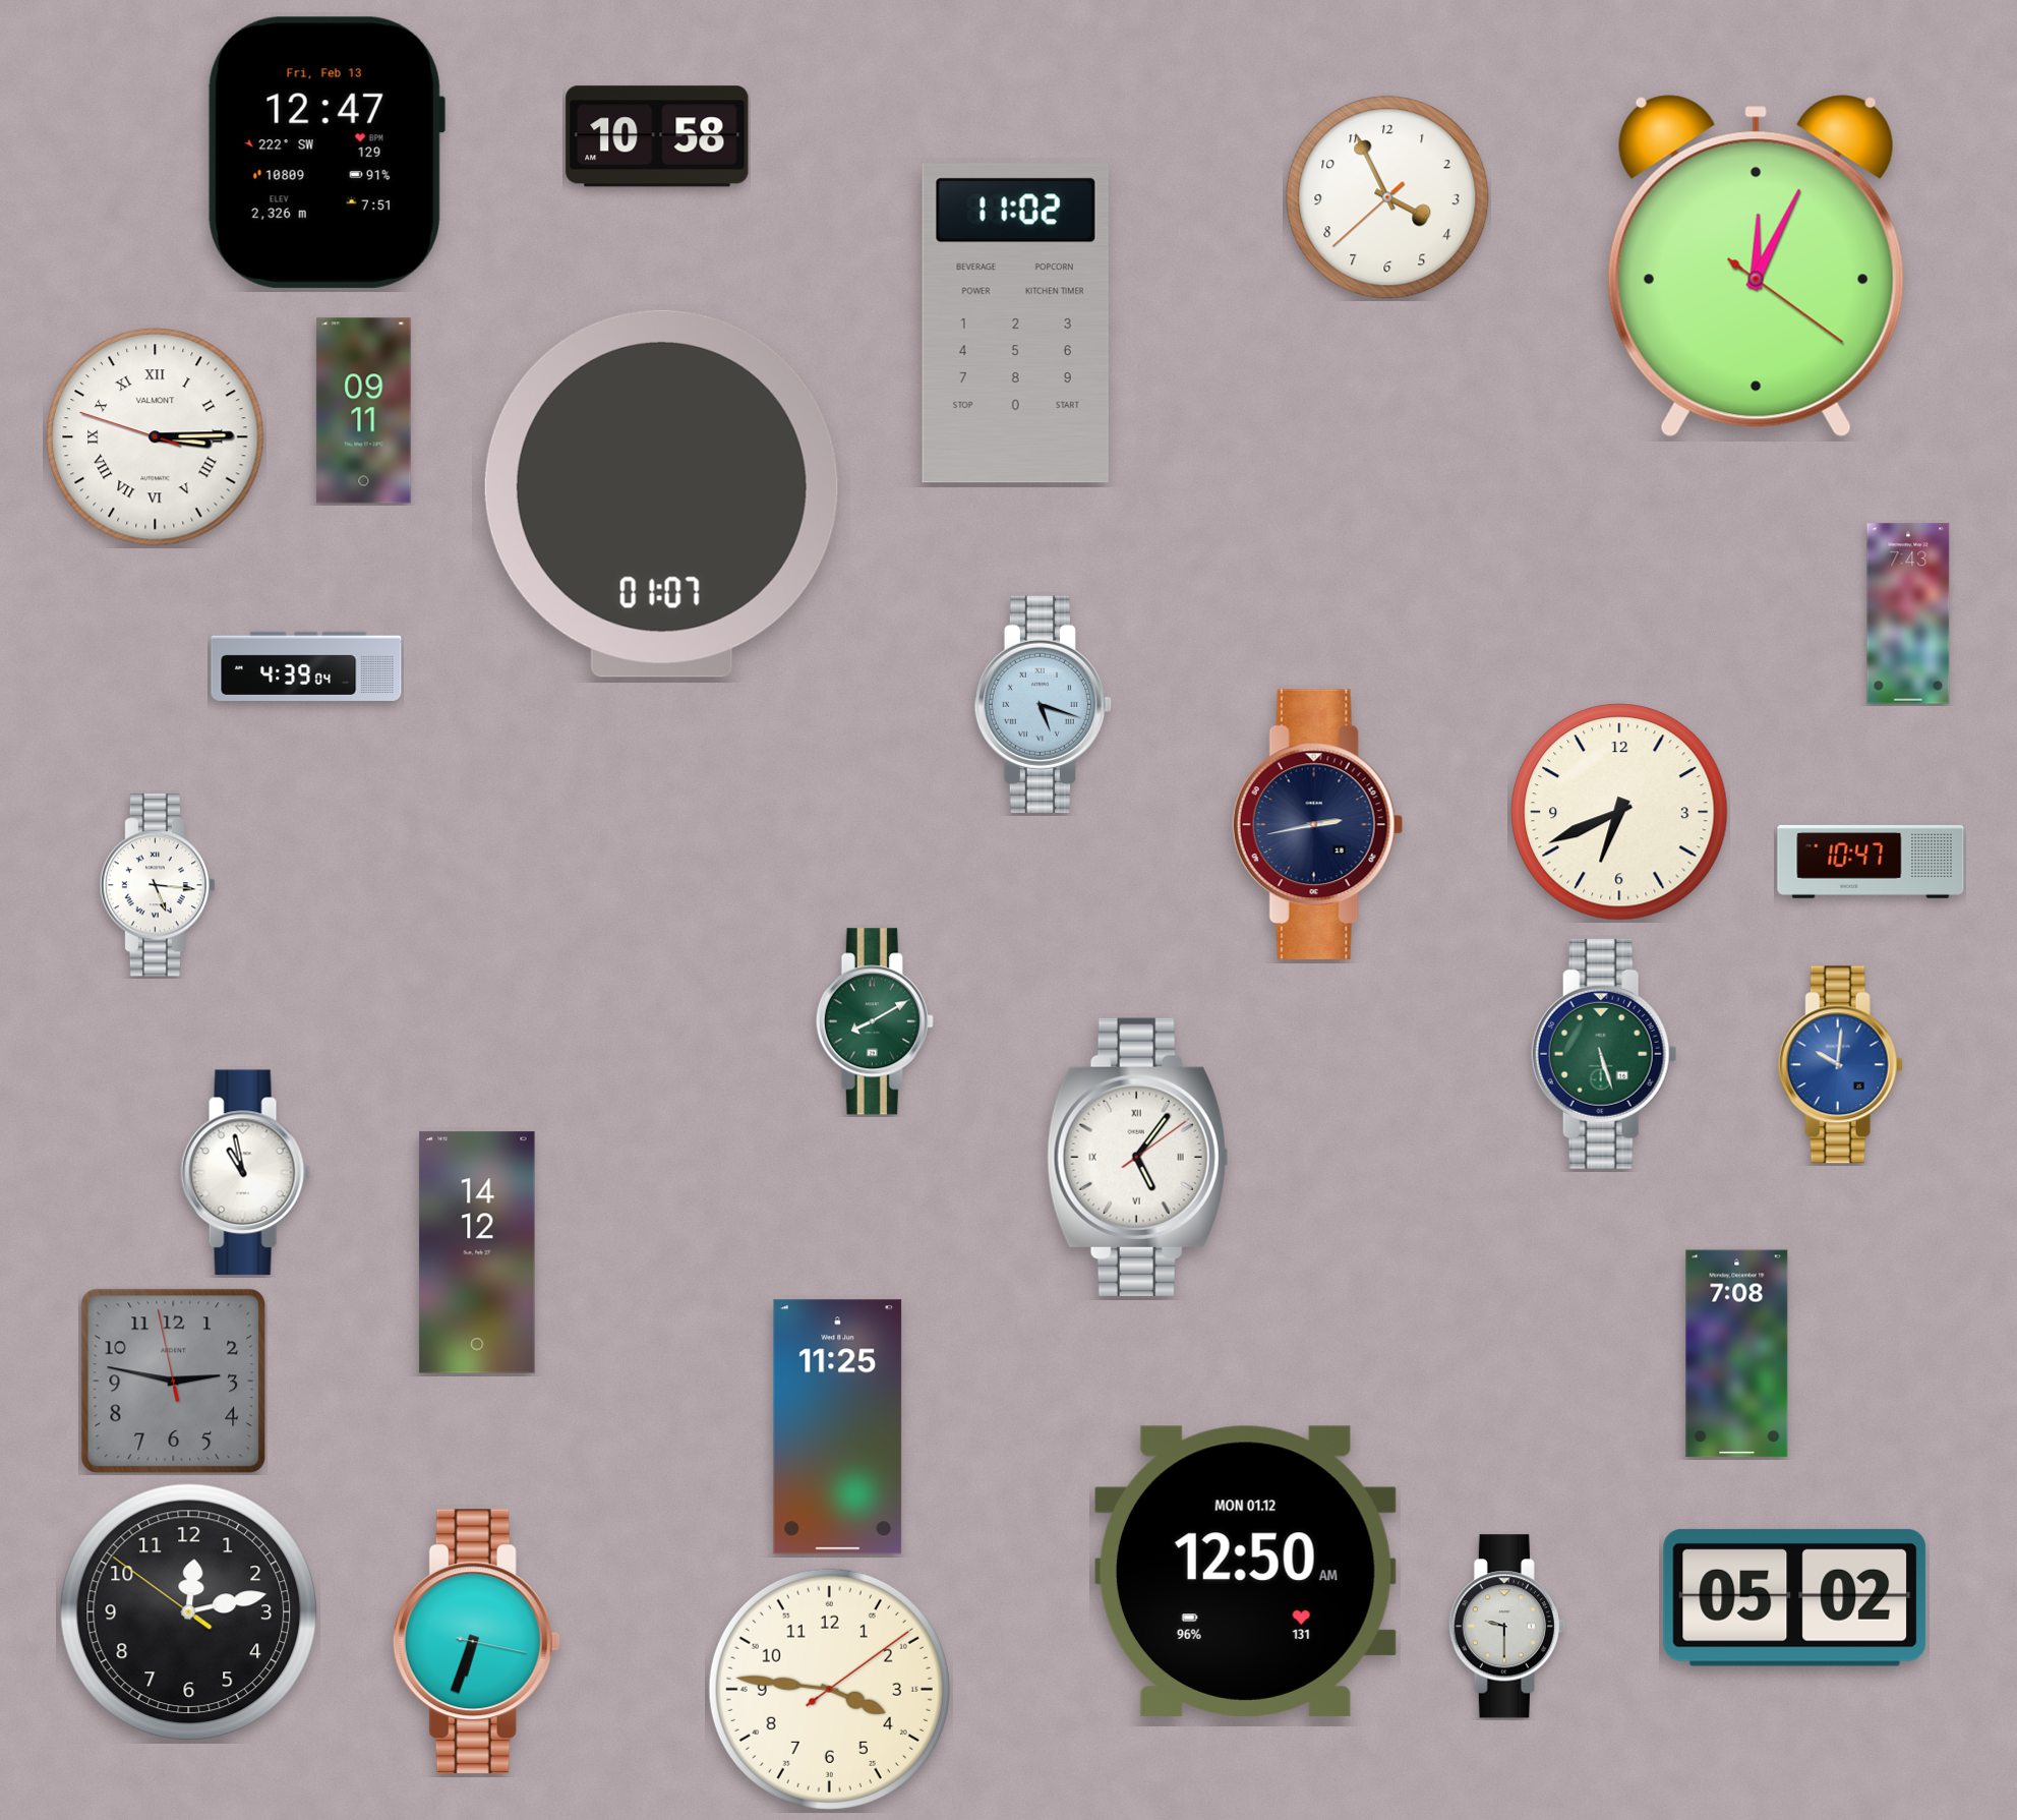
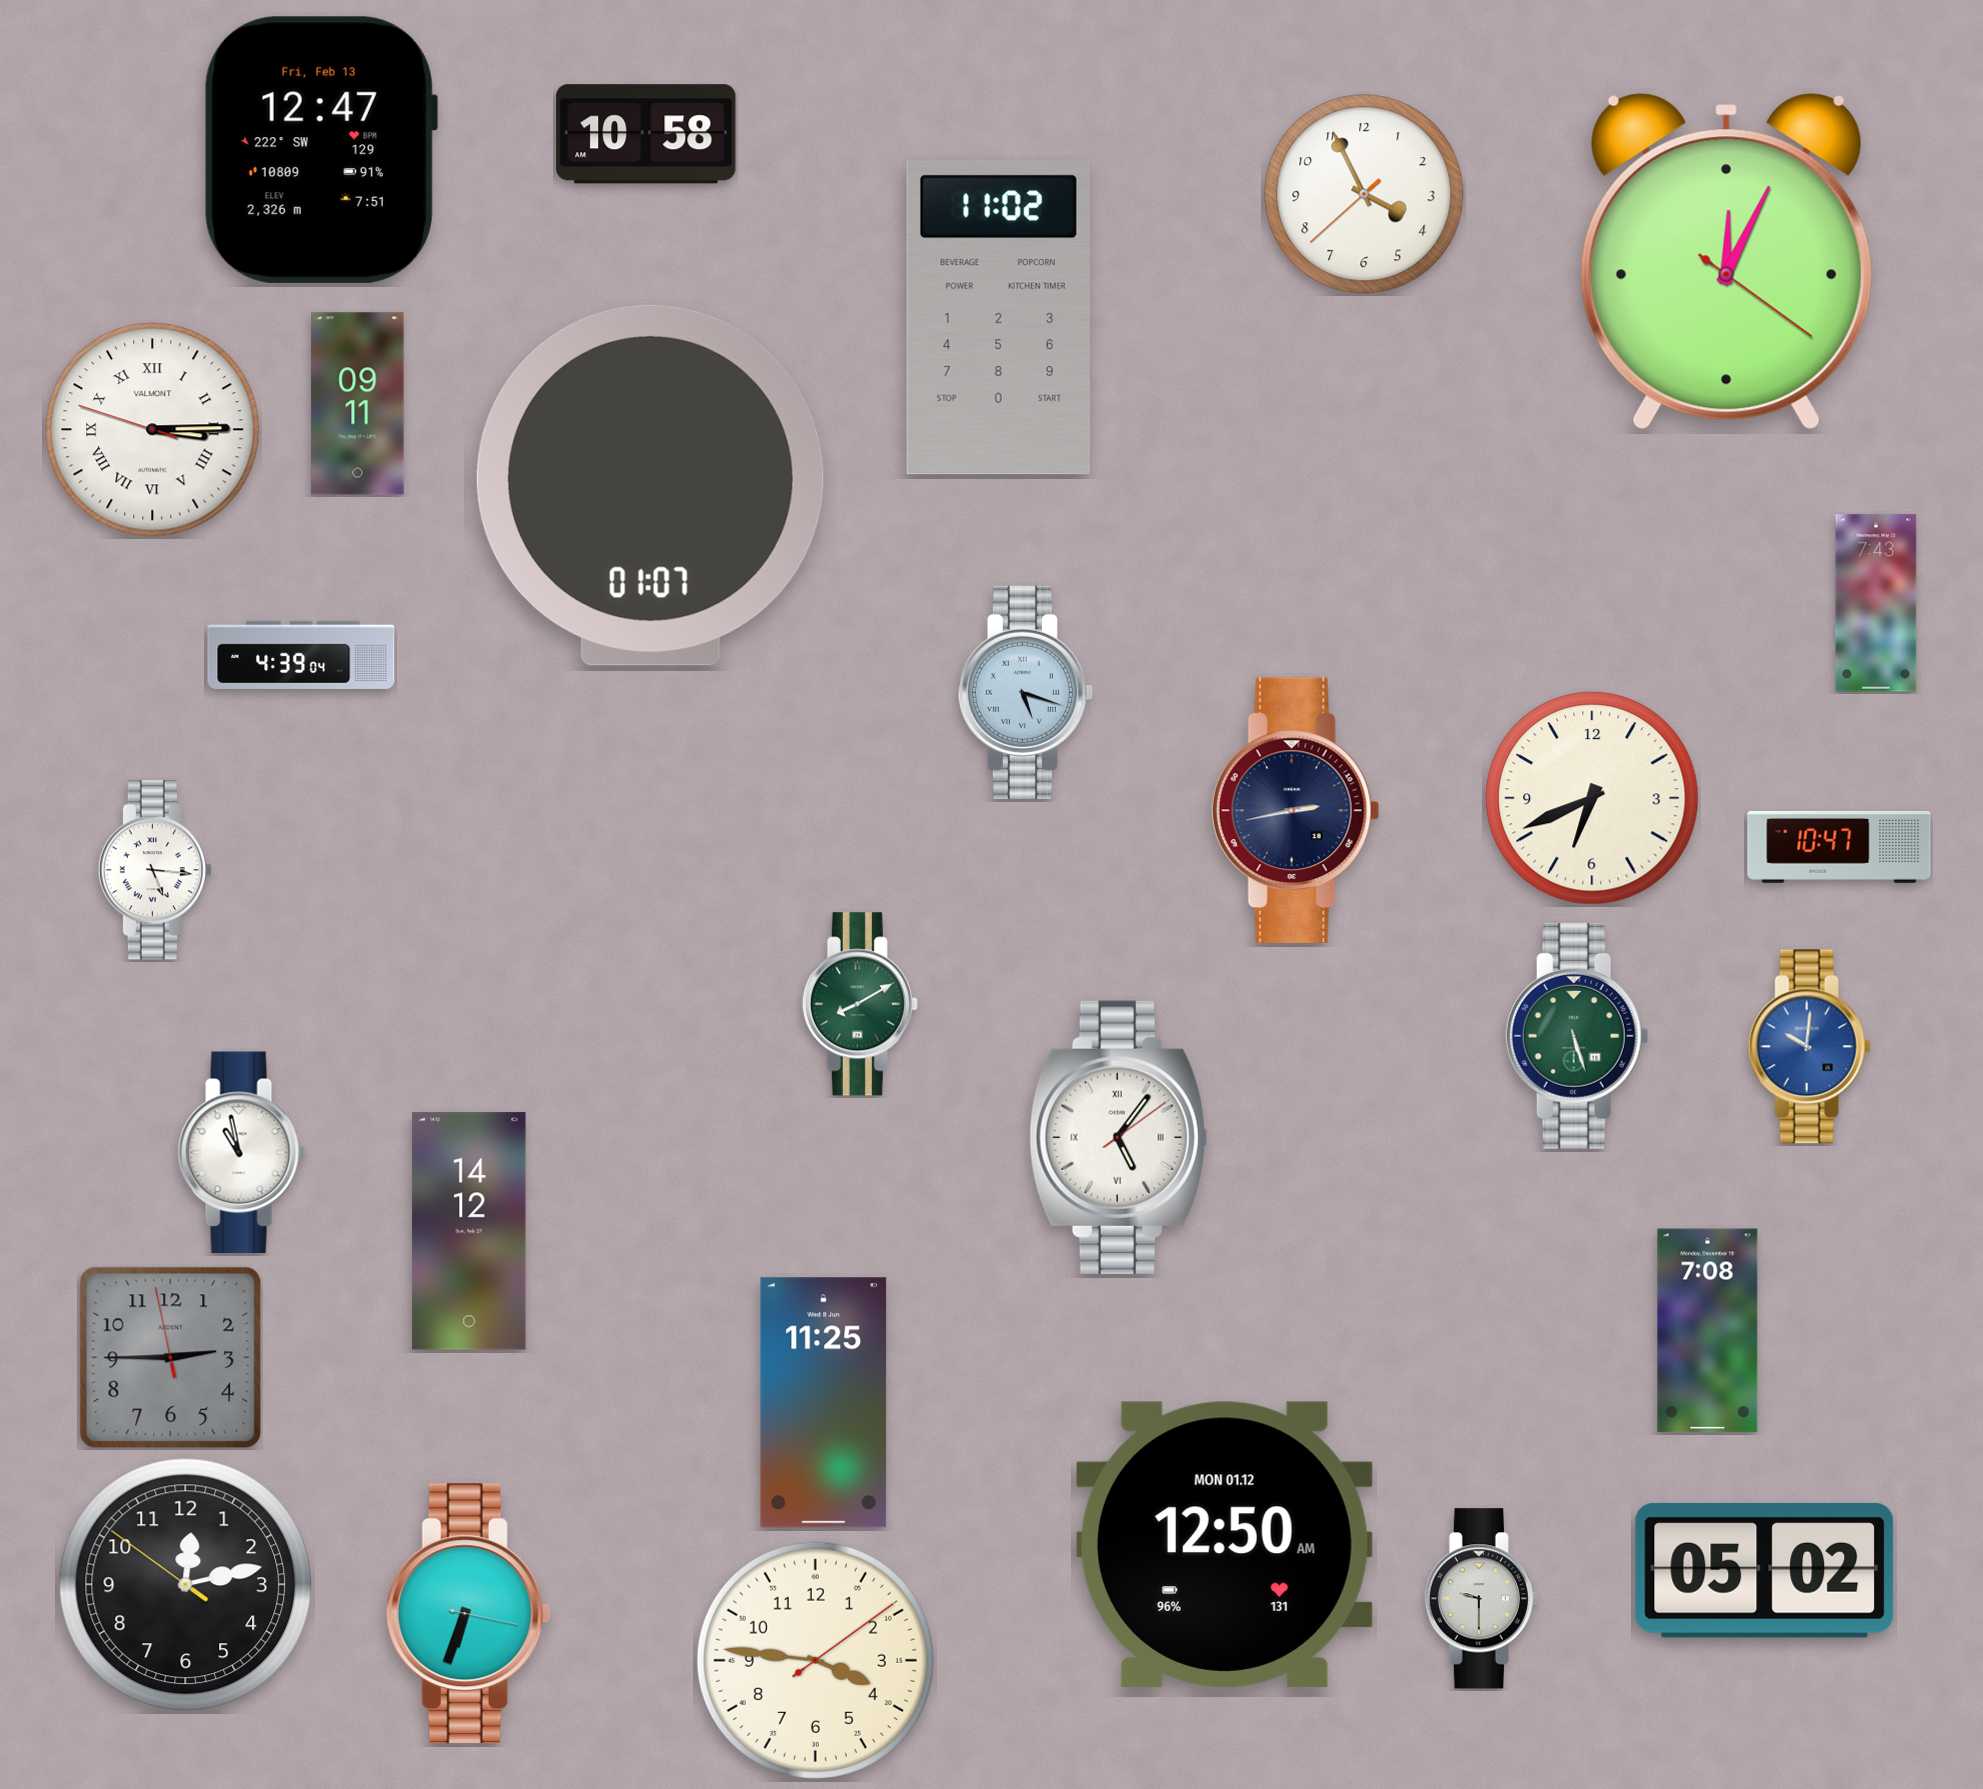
clock at (174, 1382): 2:46 -> 2:44
